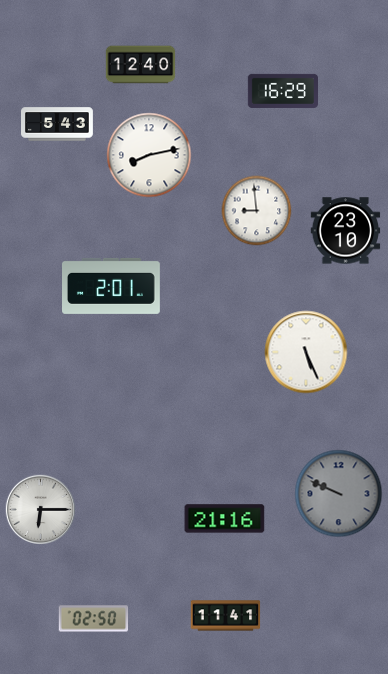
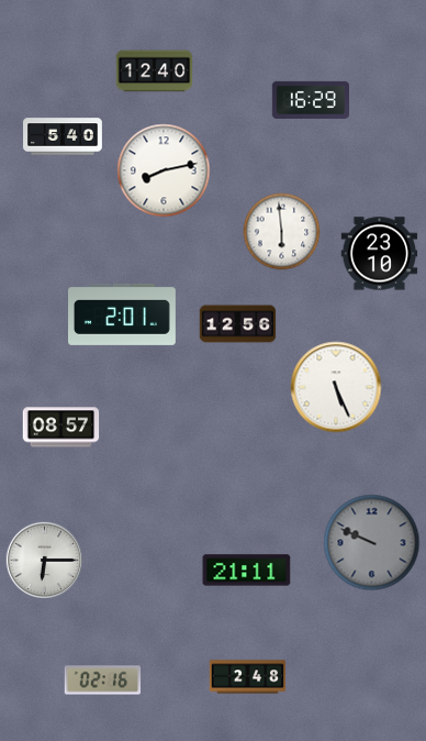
clock at (58, 124): 5:43 -> 5:40
clock at (257, 211): 8:59 -> 5:59
clock at (238, 324): none -> 12:56
clock at (61, 428): none -> 08:57
clock at (225, 519): 21:16 -> 21:11
clock at (226, 616): 11:41 -> 2:48
clock at (94, 619): 02:50 -> 02:16
